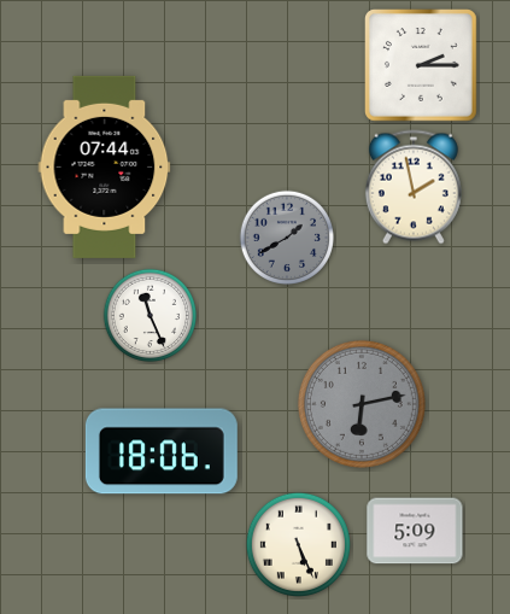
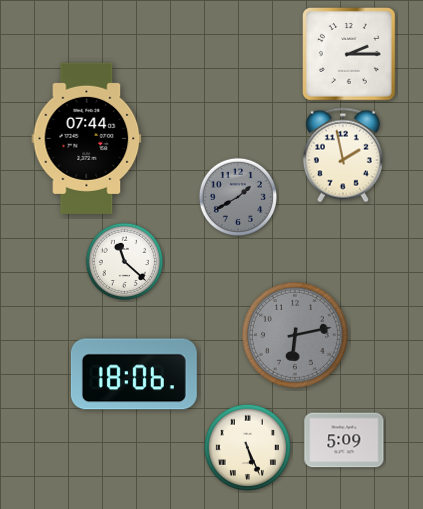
clock at (151, 316): 11:26 -> 11:22
clock at (362, 404) position: (362, 404) -> (295, 335)
clock at (298, 544) position: (298, 544) -> (247, 447)
